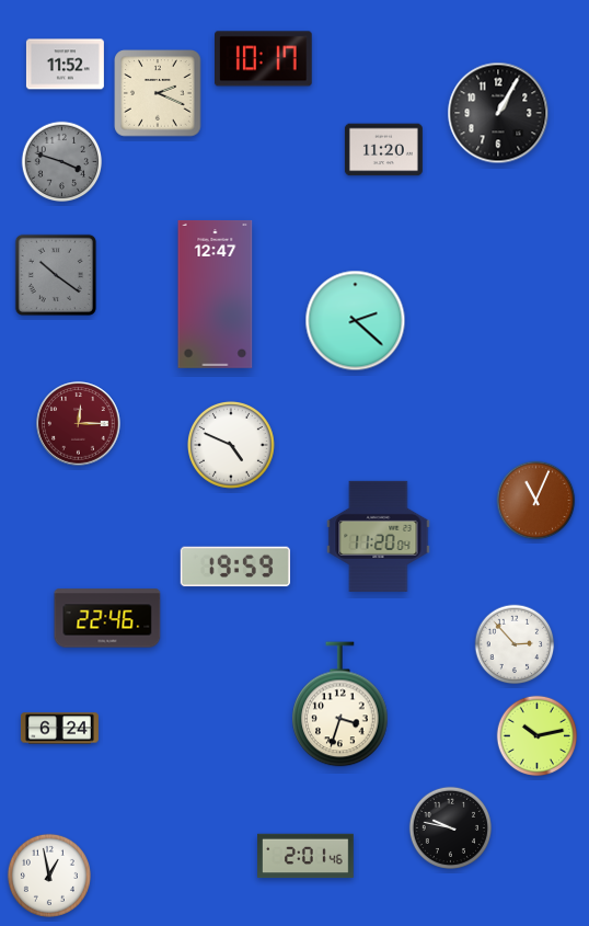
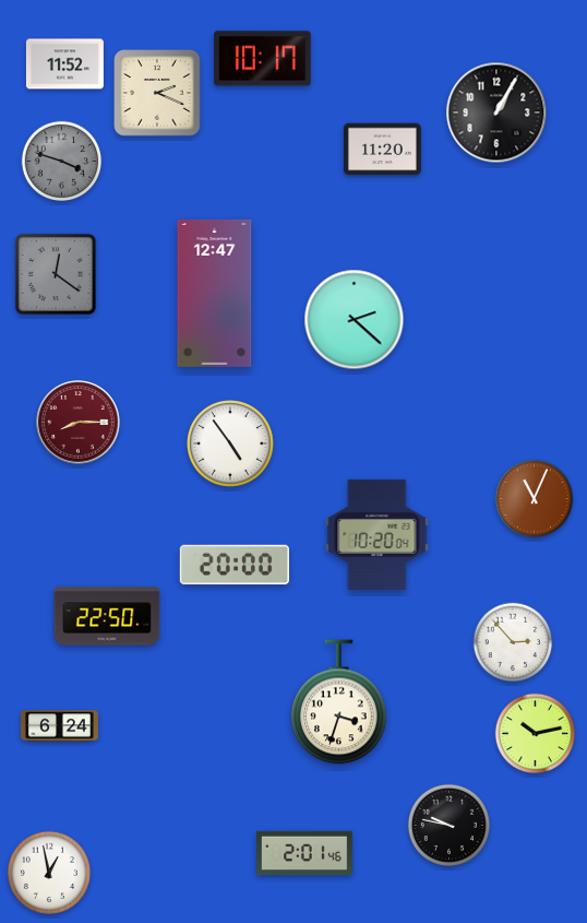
clock at (56, 275): 10:21 -> 12:21
clock at (79, 424): 12:15 -> 8:15
clock at (232, 446): 4:49 -> 4:54
clock at (379, 536): 11:20 -> 10:20
clock at (234, 567): 19:59 -> 20:00
clock at (107, 618): 22:46 -> 22:50
